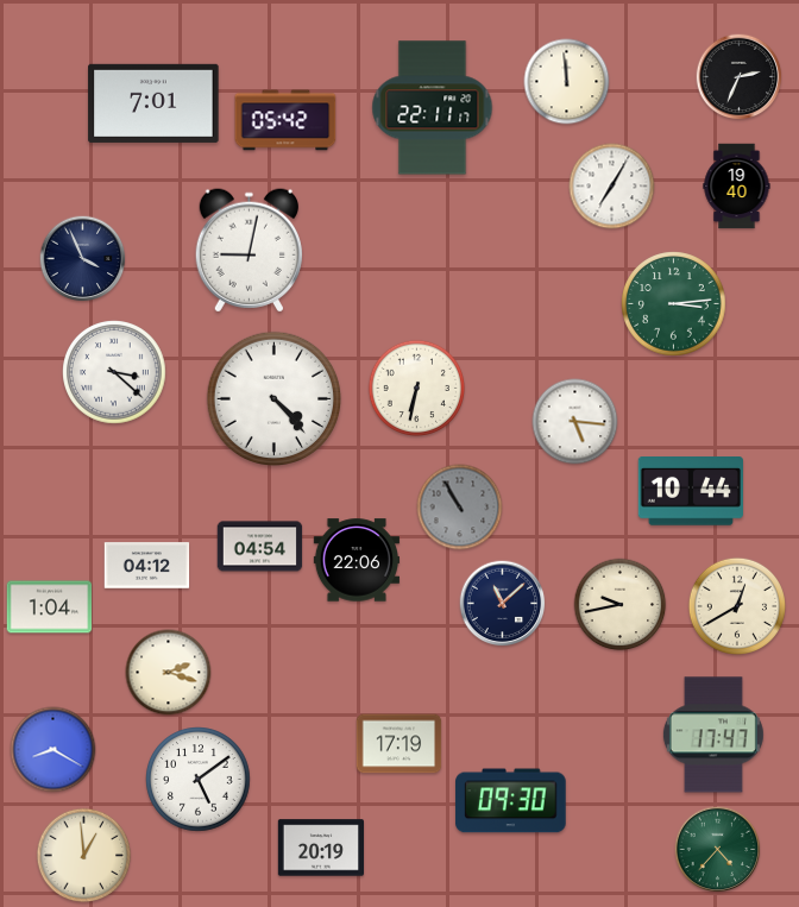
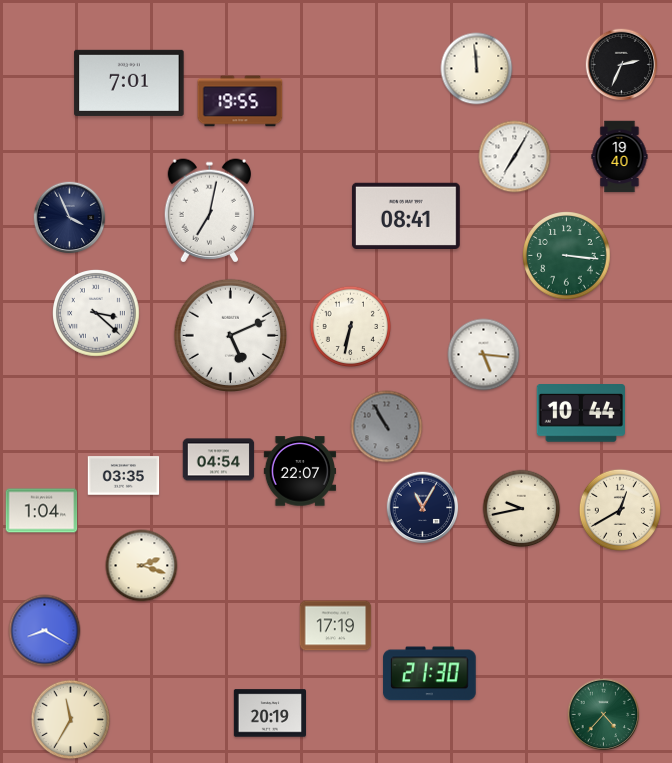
clock at (153, 103) position: (153, 103) -> (129, 83)
clock at (433, 108): 22:11 -> none
clock at (285, 120): 05:42 -> 19:55
clock at (248, 251): 9:02 -> 7:02
clock at (406, 215): none -> 08:41
clock at (674, 304): 3:14 -> 3:16
clock at (273, 398): 4:23 -> 5:11
clock at (356, 560): 22:06 -> 22:07
clock at (147, 566): 04:12 -> 03:35
clock at (503, 604): 11:08 -> 11:05
clock at (713, 735): 17:47 -> none
clock at (199, 780): 5:09 -> none
clock at (511, 801): 09:30 -> 21:30
clock at (84, 856): 12:59 -> 11:35
